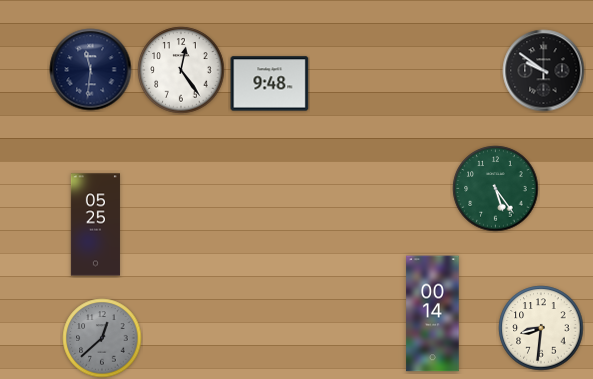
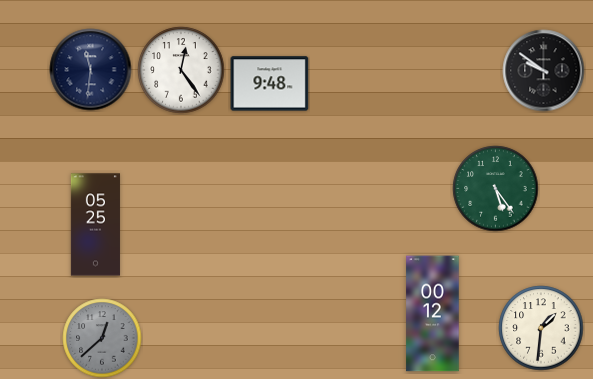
clock at (433, 314): 00:14 -> 00:12
clock at (541, 328): 8:31 -> 1:31
